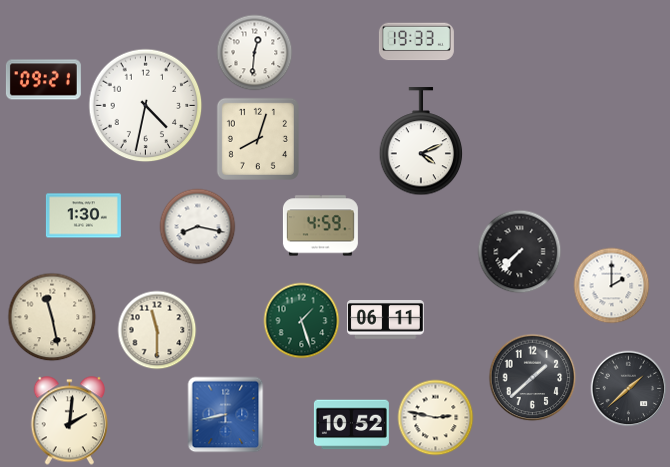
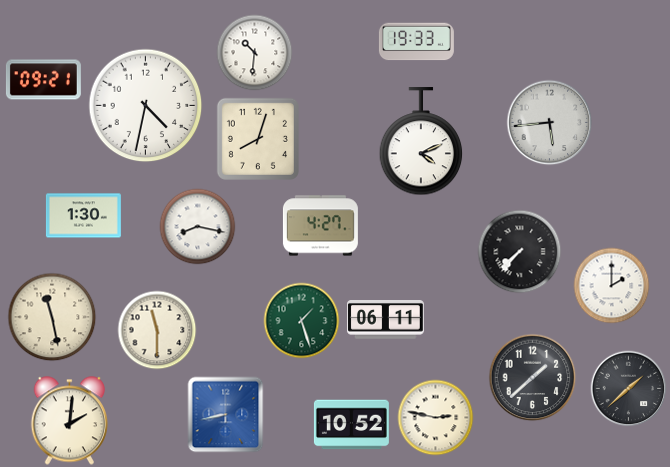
clock at (255, 53): 12:31 -> 10:31
clock at (550, 123): none -> 5:44
clock at (320, 226): 4:59 -> 4:27
